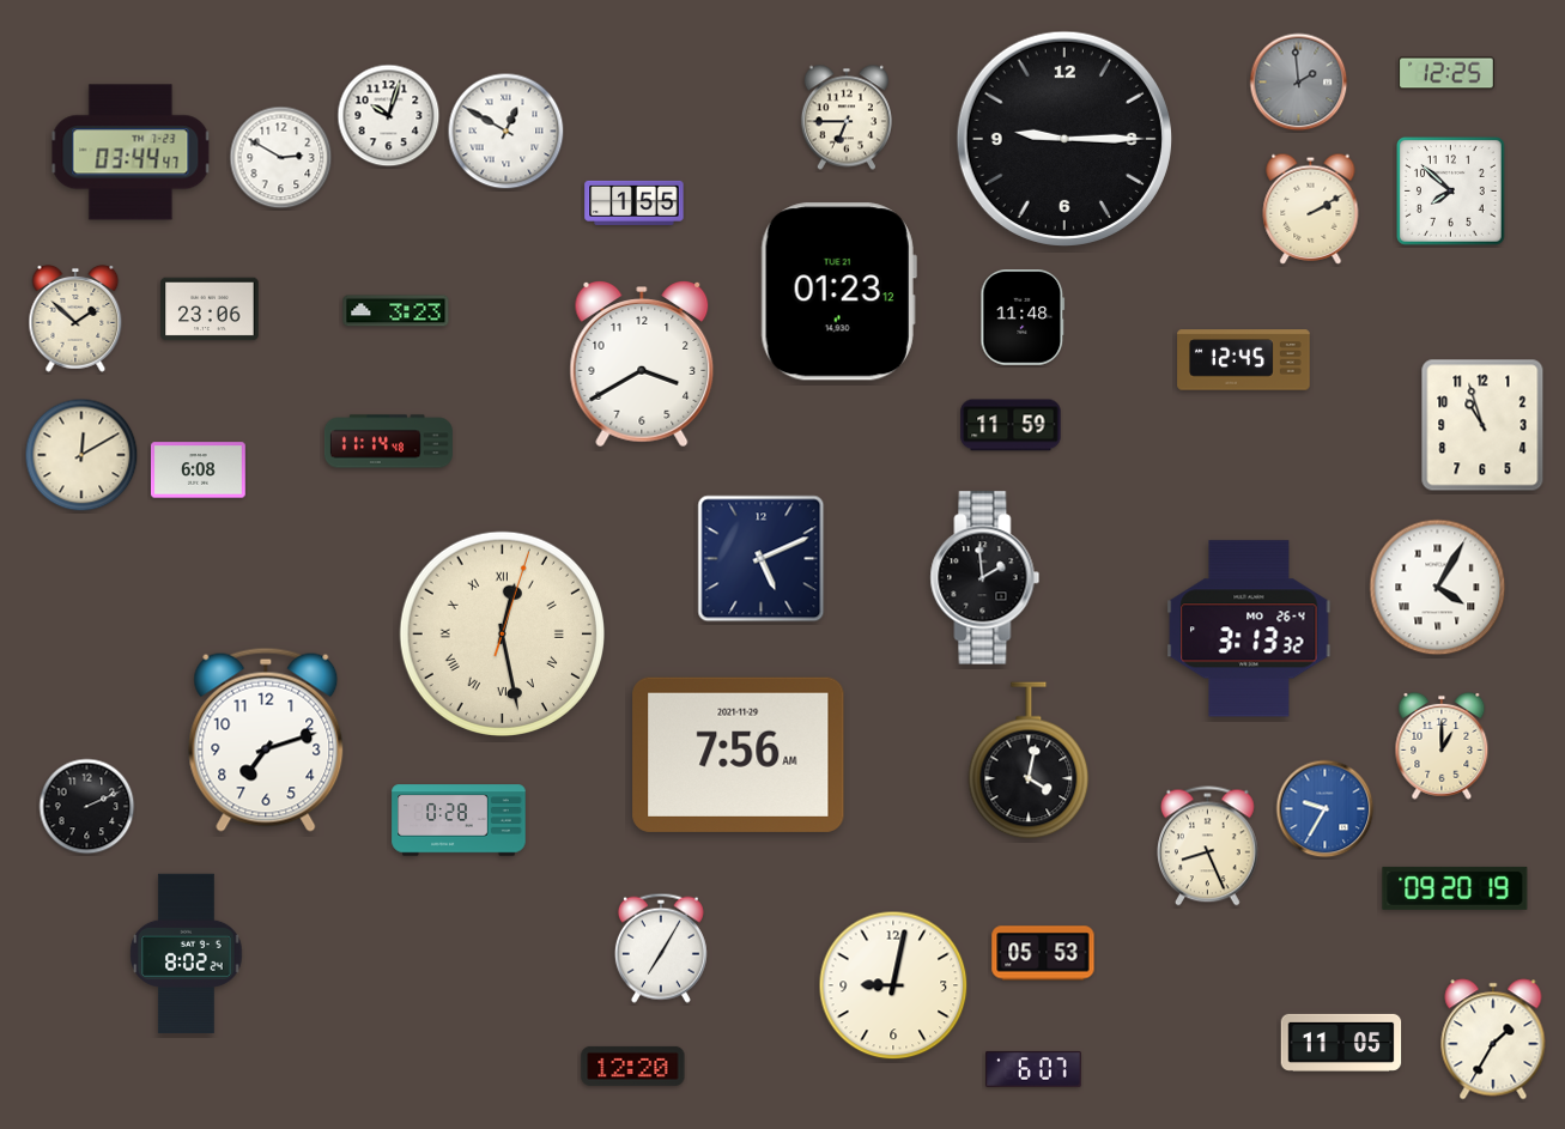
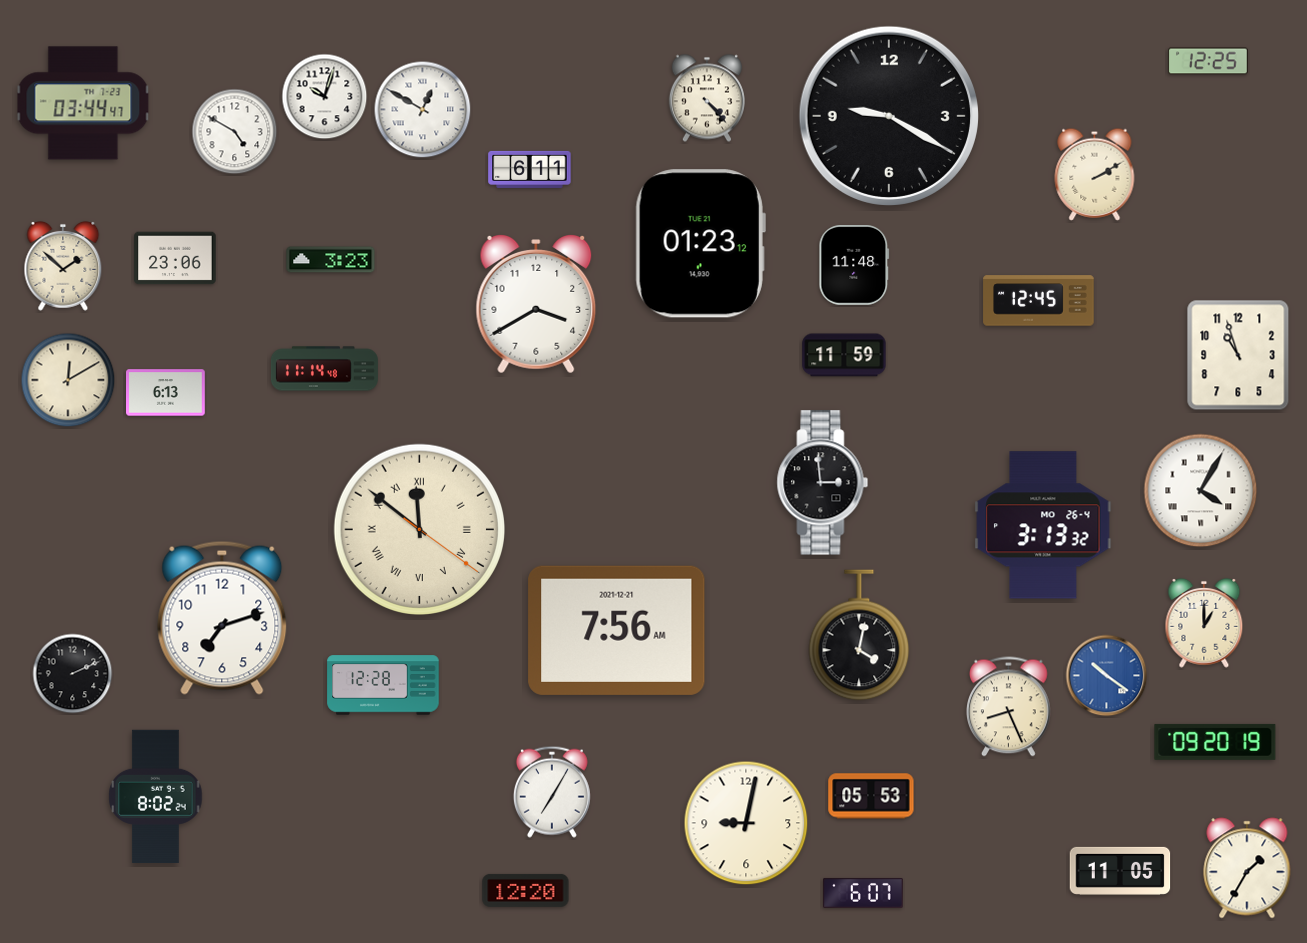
clock at (1299, 83): 1:59 -> none
clock at (847, 117): 6:45 -> 4:23
clock at (1064, 139): 9:15 -> 9:20
clock at (131, 152) position: (131, 152) -> (83, 103)
clock at (281, 158): 2:50 -> 4:50
clock at (1451, 192): 7:52 -> none
clock at (635, 202): 1:55 -> 6:11
clock at (199, 471): 6:08 -> 6:13
clock at (762, 559): 5:11 -> none
clock at (985, 578): 1:59 -> 2:59
clock at (502, 633): 12:28 -> 11:51
clock at (739, 754) date: 2021-11-29 -> 2021-12-21
clock at (1326, 809): 9:35 -> 10:21
clock at (459, 820): 0:28 -> 12:28
clock at (633, 1066) position: (633, 1066) -> (526, 890)
